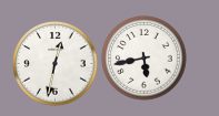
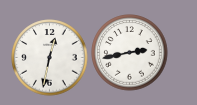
clock at (145, 59): 5:43 -> 2:43
